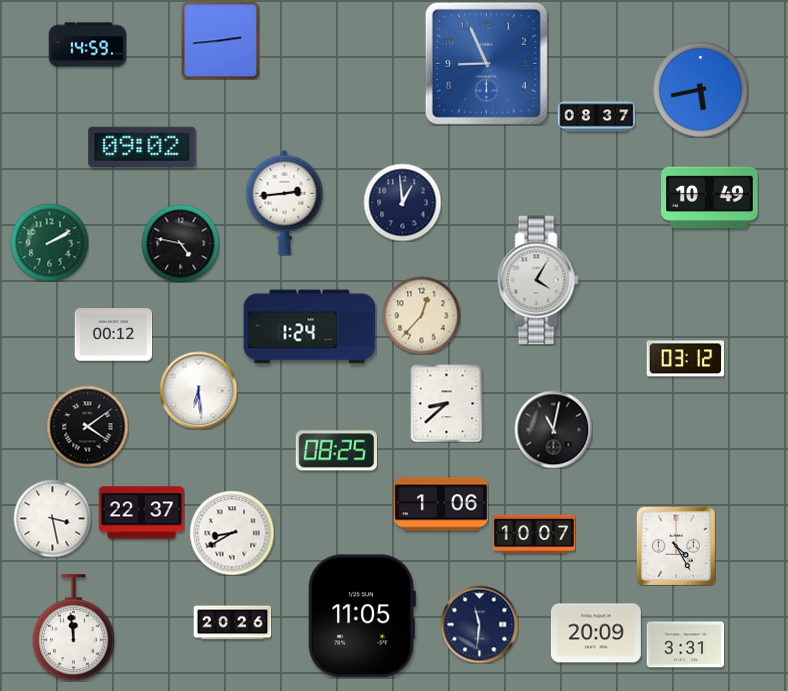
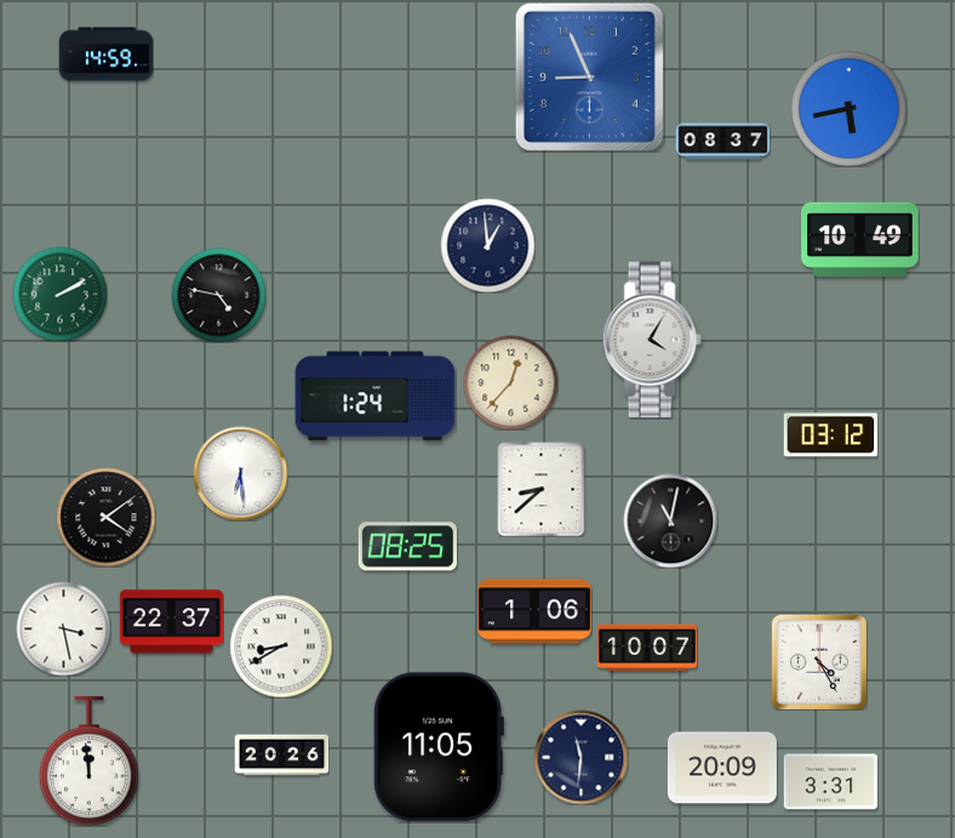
clock at (220, 40): 2:44 -> none
clock at (142, 146): 09:02 -> none
clock at (285, 202): 2:44 -> none
clock at (113, 335): 00:12 -> none
